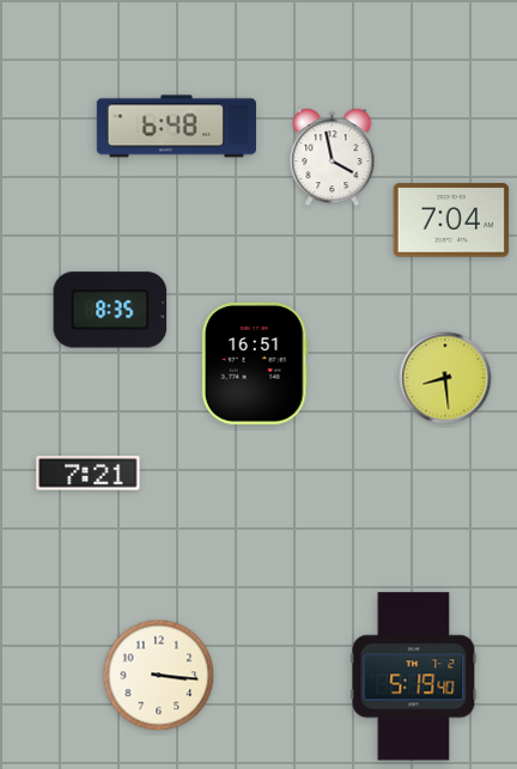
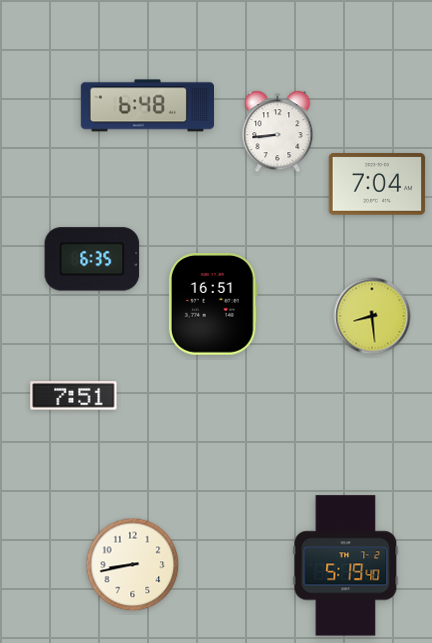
clock at (333, 158): 3:58 -> 8:44
clock at (110, 310): 8:35 -> 6:35
clock at (89, 474): 7:21 -> 7:51
clock at (159, 676): 3:16 -> 8:43
